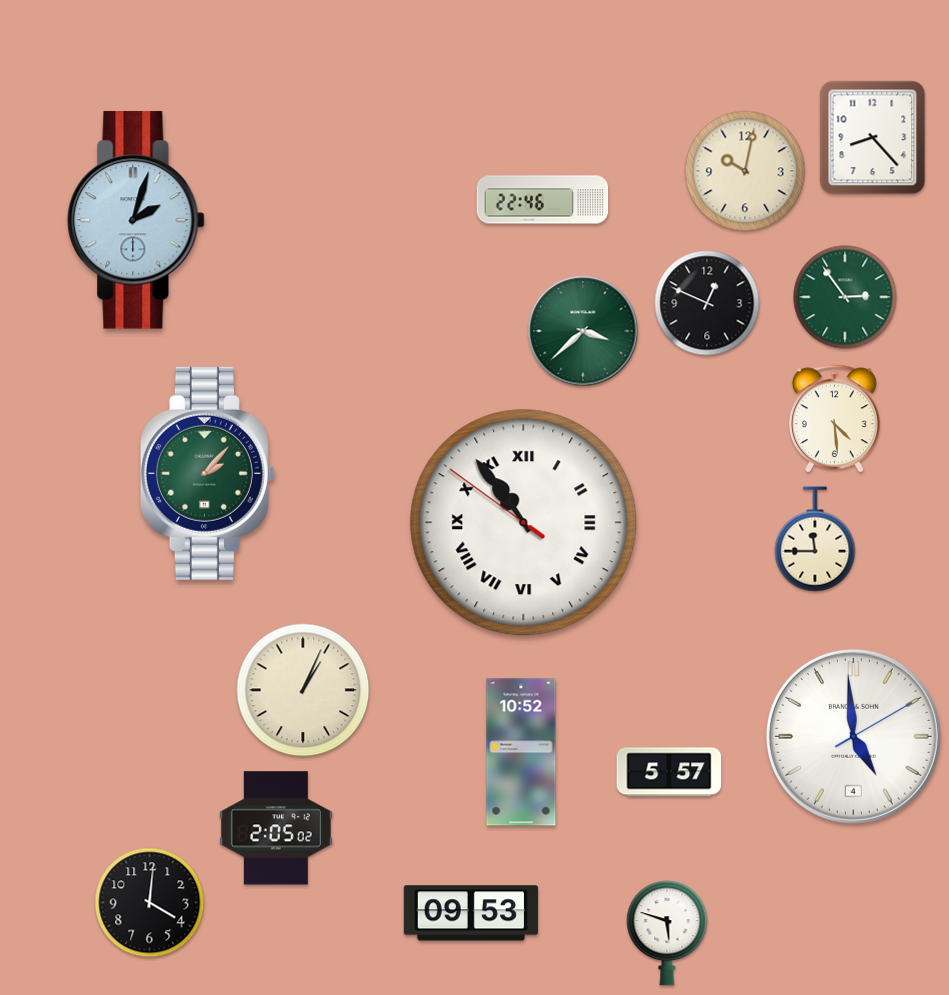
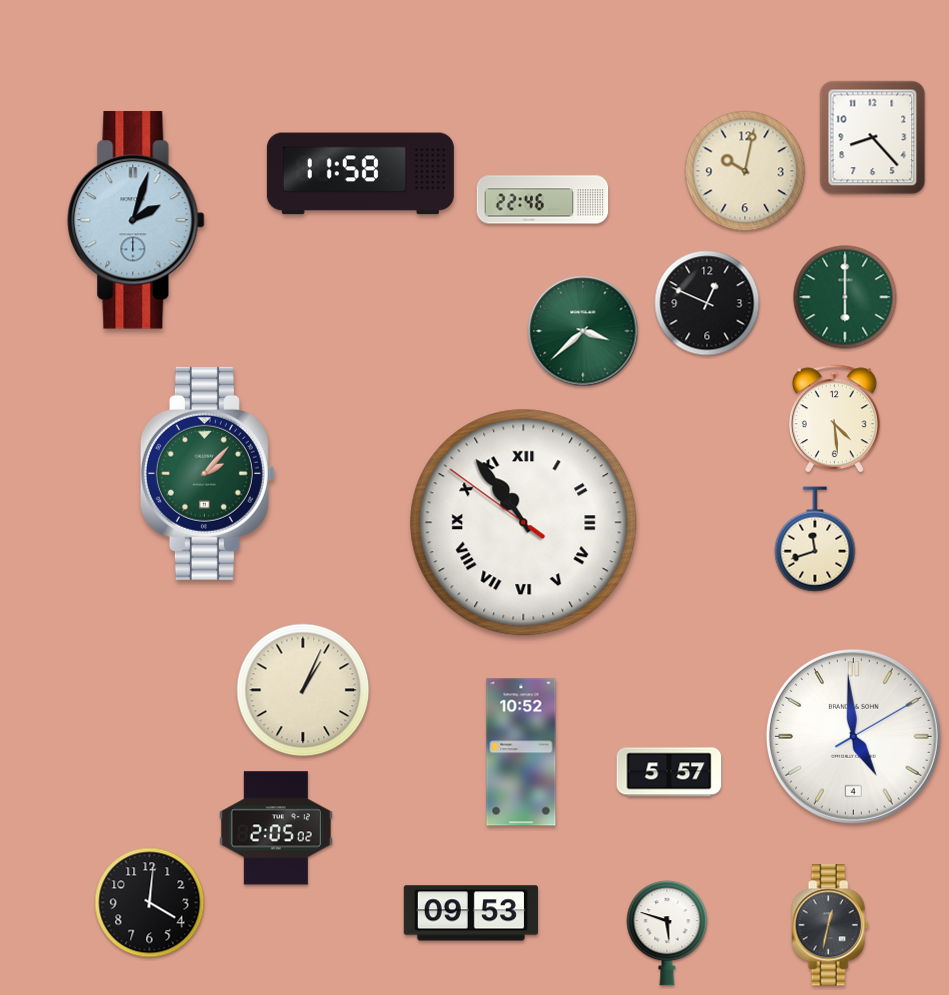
clock at (360, 174): none -> 11:58
clock at (845, 297): 2:54 -> 6:00
clock at (815, 539): 11:45 -> 11:42
clock at (830, 925): none -> 12:32
